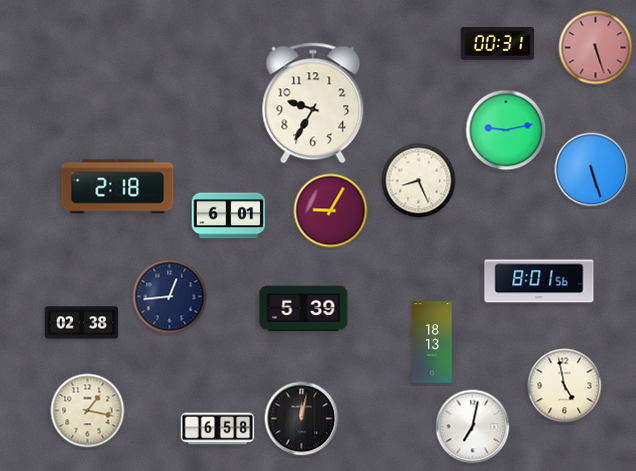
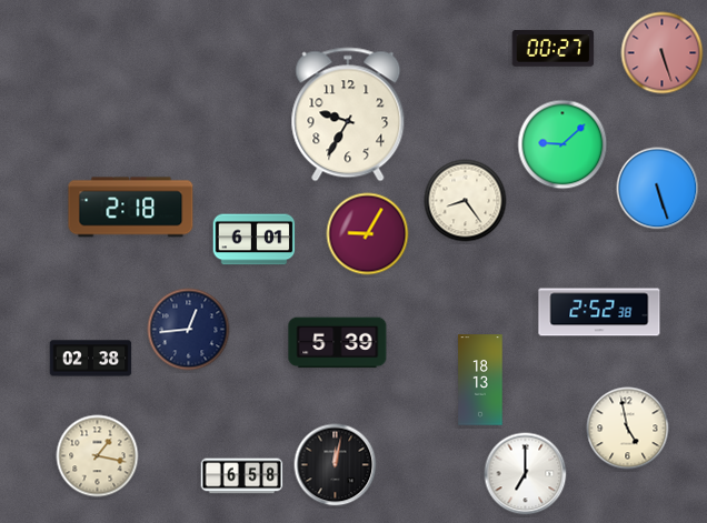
clock at (498, 44): 00:31 -> 00:27
clock at (506, 130): 9:13 -> 9:08
clock at (419, 181): 8:26 -> 8:24
clock at (539, 281): 8:01 -> 2:52
clock at (473, 427): 7:02 -> 7:00
